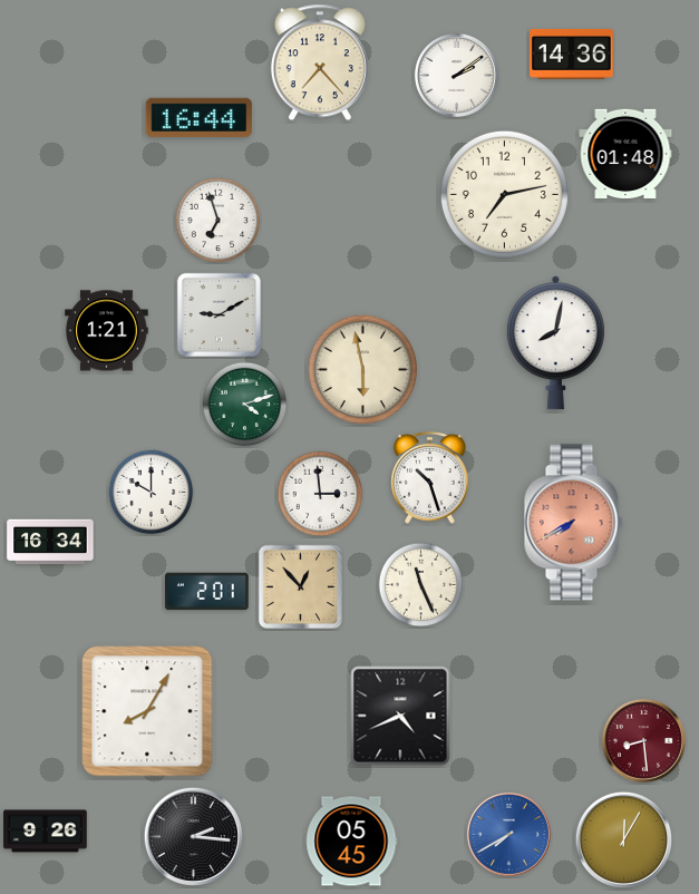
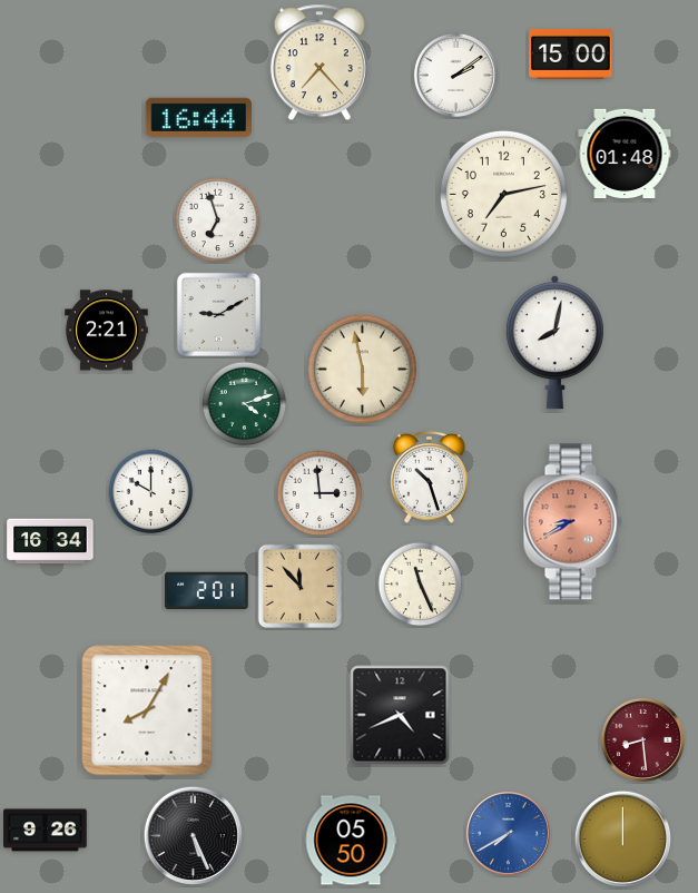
clock at (572, 54): 14:36 -> 15:00
clock at (107, 331): 1:21 -> 2:21
clock at (573, 523): 7:40 -> 8:40
clock at (300, 586): 12:53 -> 11:53
clock at (194, 837): 2:16 -> 5:26
clock at (623, 839): 12:05 -> 12:00
clock at (351, 842): 05:45 -> 05:50
